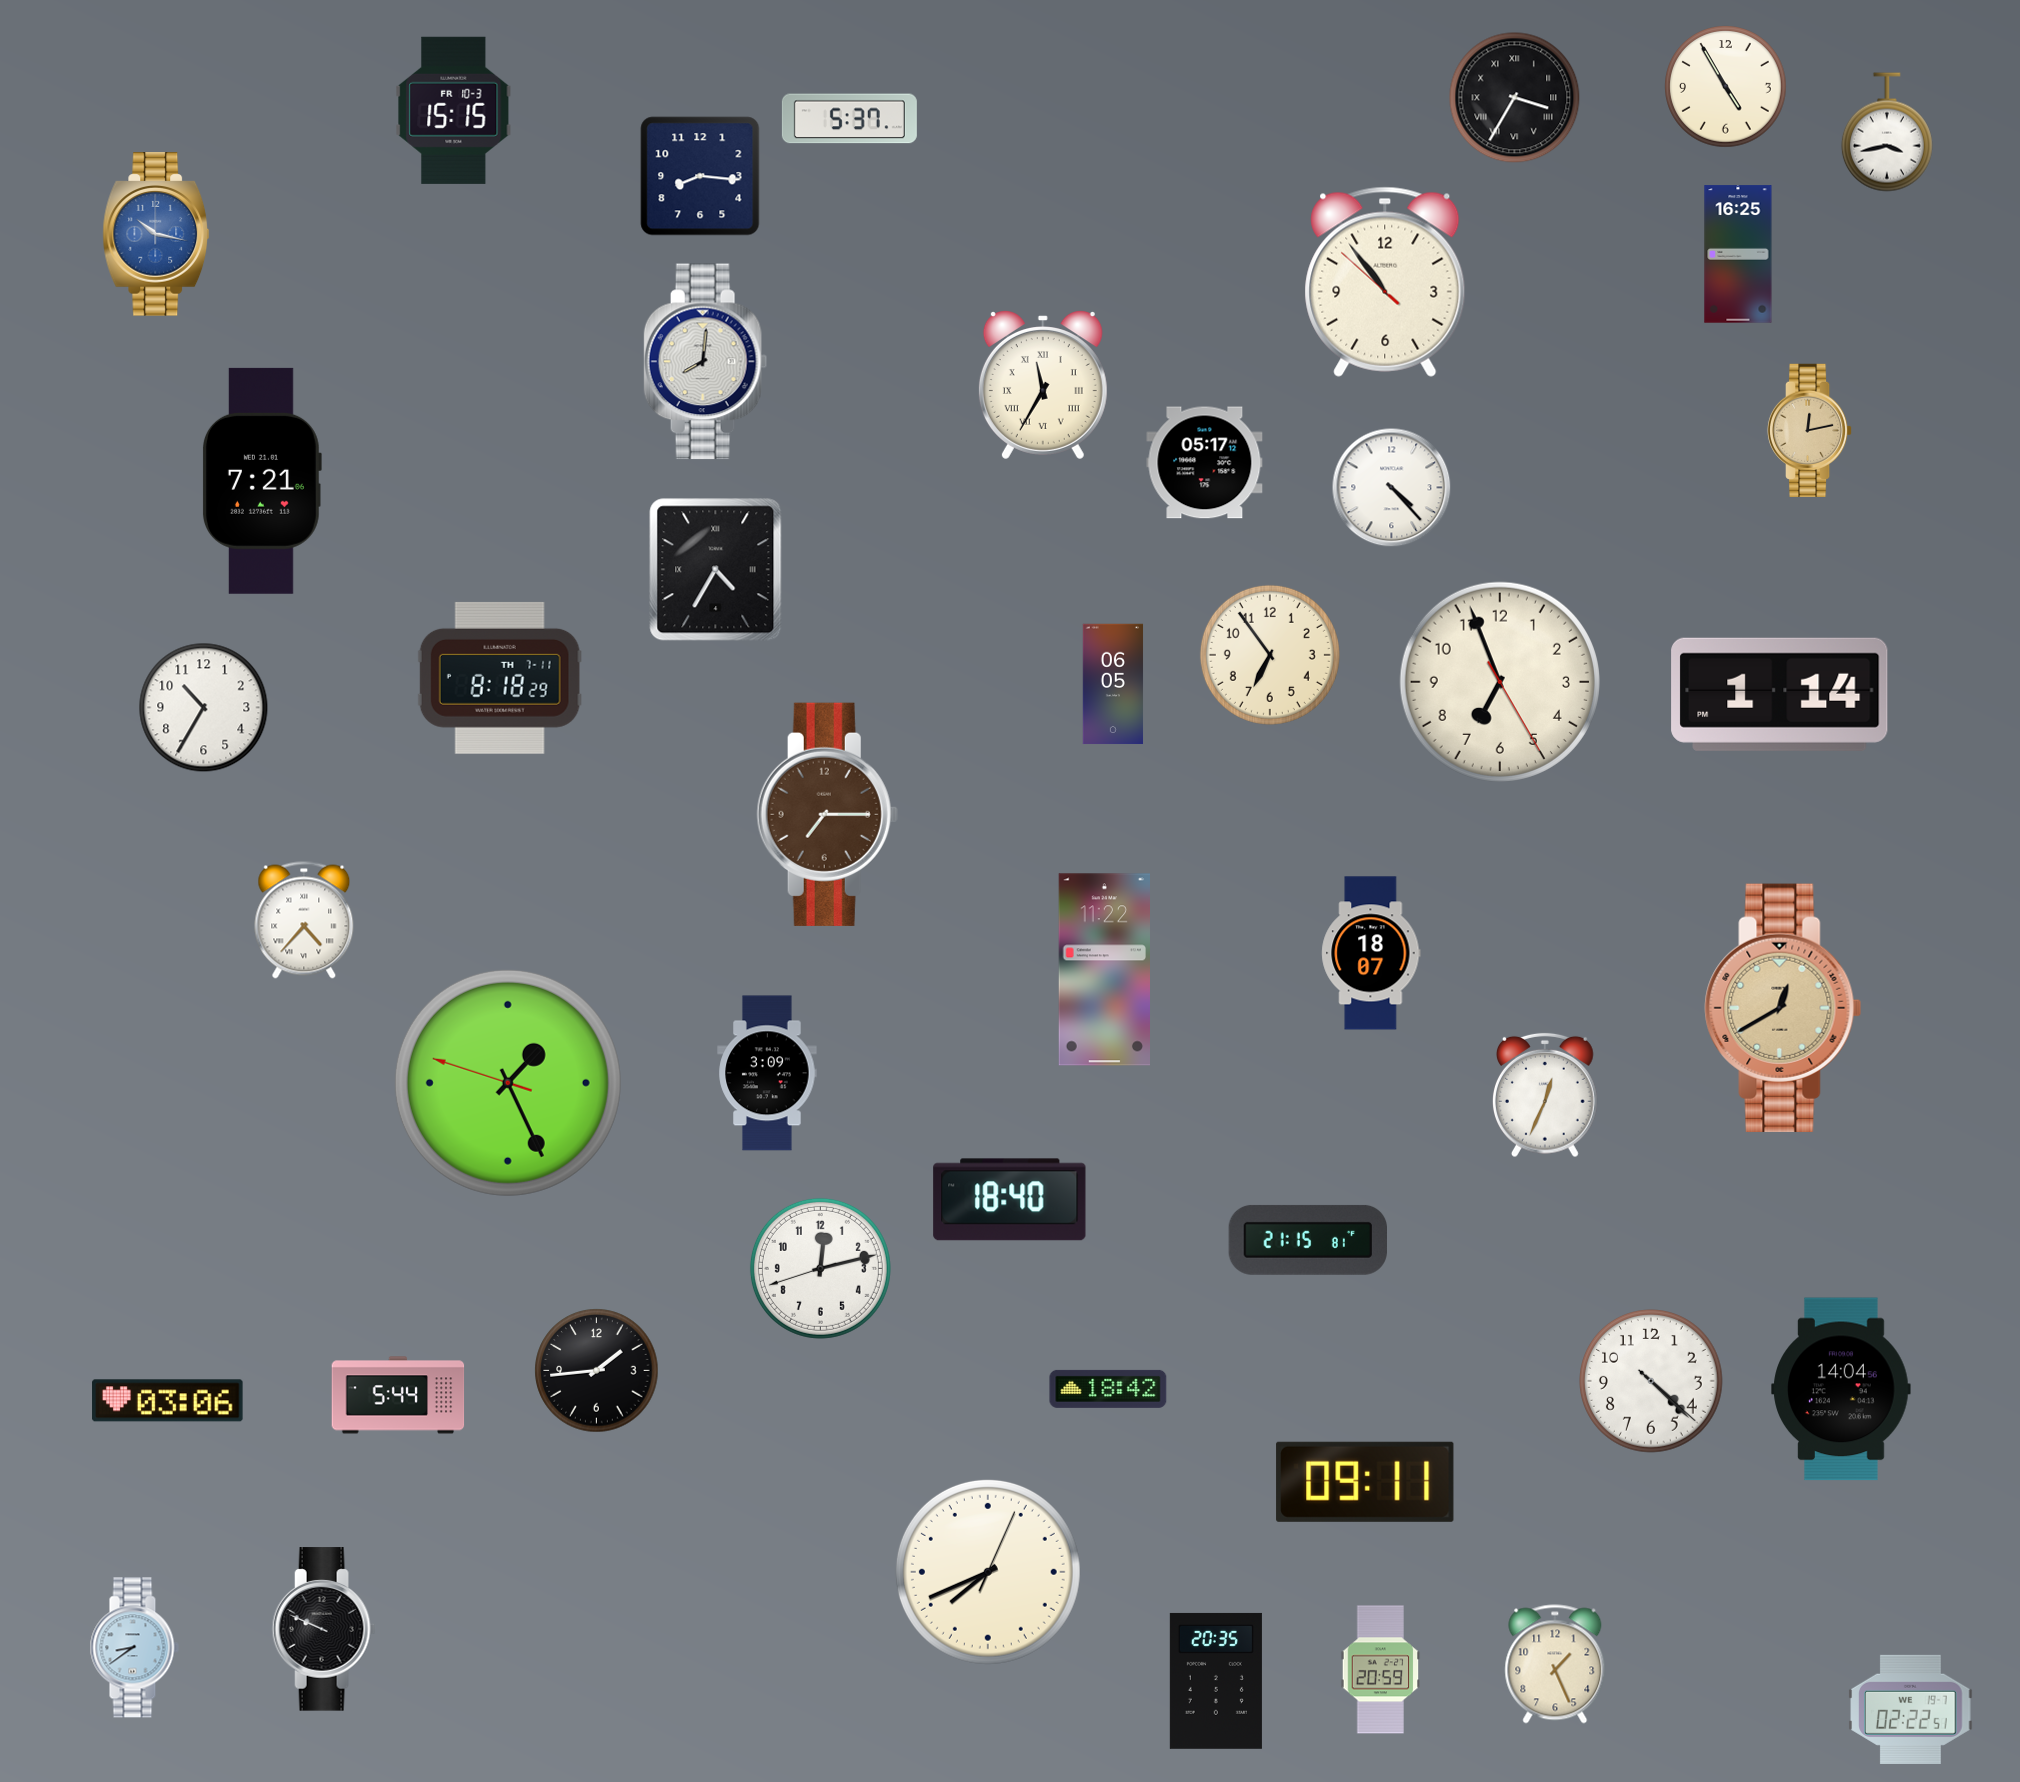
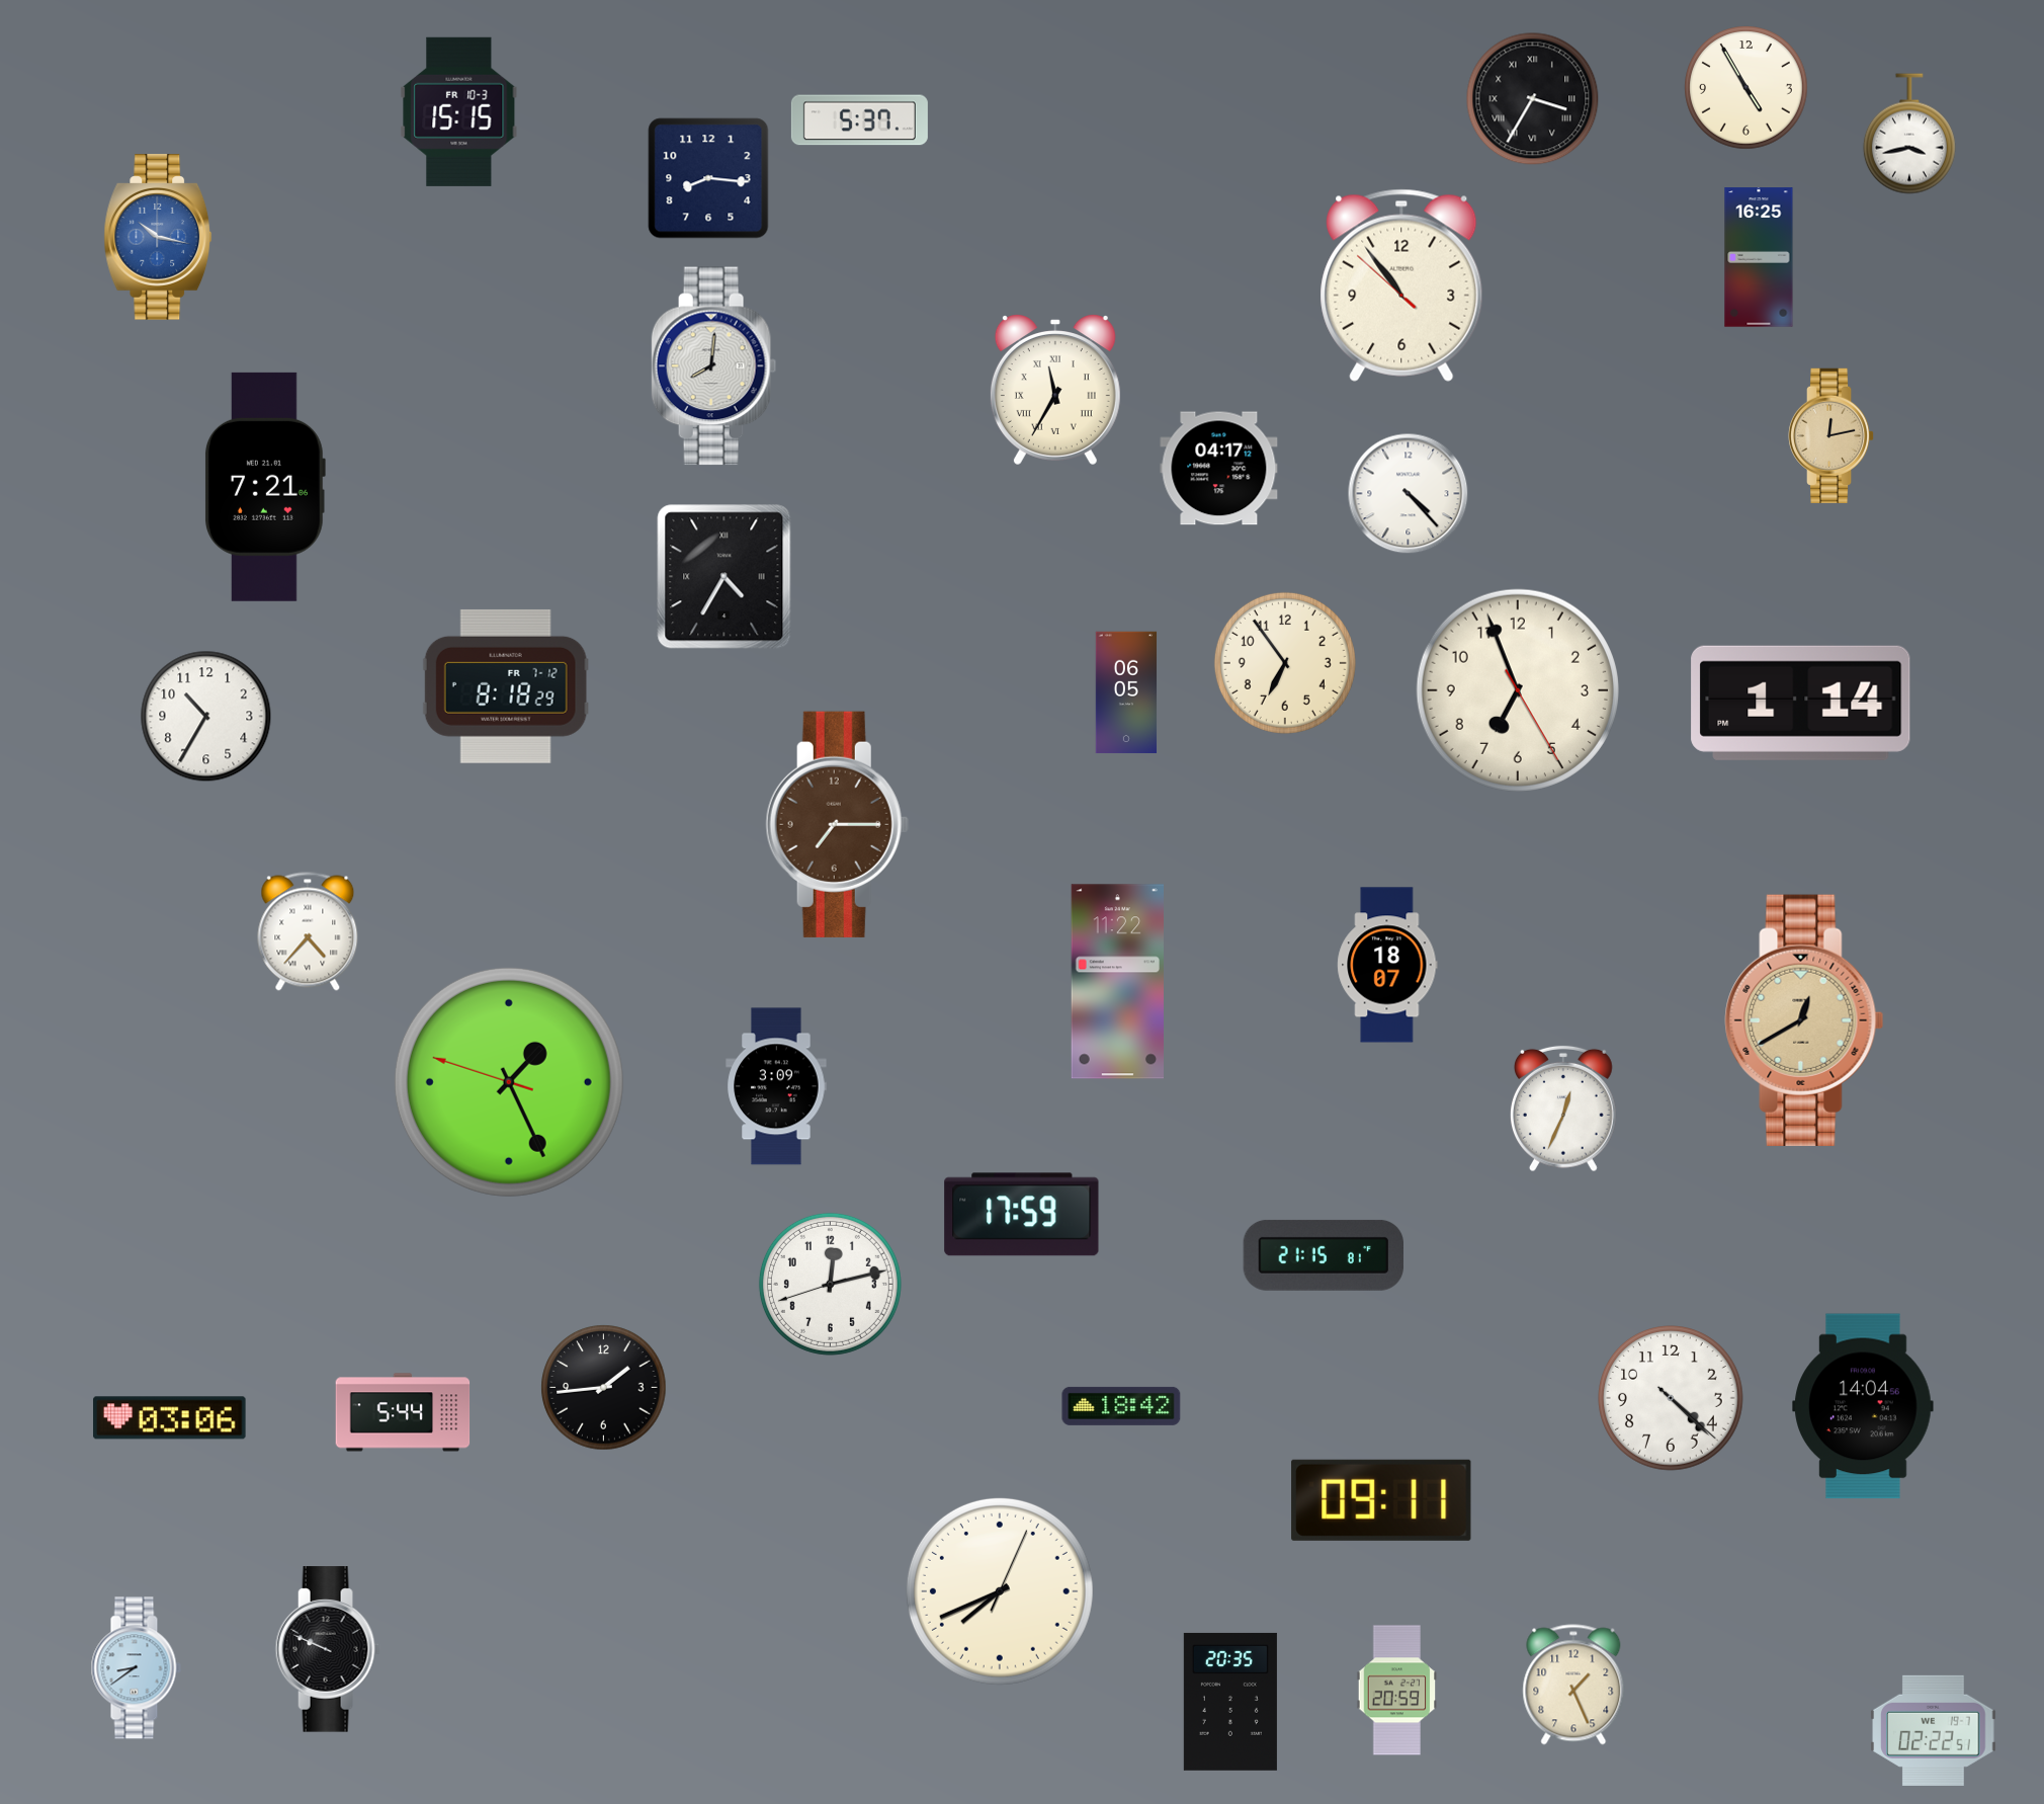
clock at (1205, 463): 05:17 -> 04:17
clock at (500, 678) date: TH 7-11 -> FR 7-12
clock at (508, 1083) position: (508, 1083) -> (509, 1082)
clock at (1010, 1200): 18:40 -> 17:59
